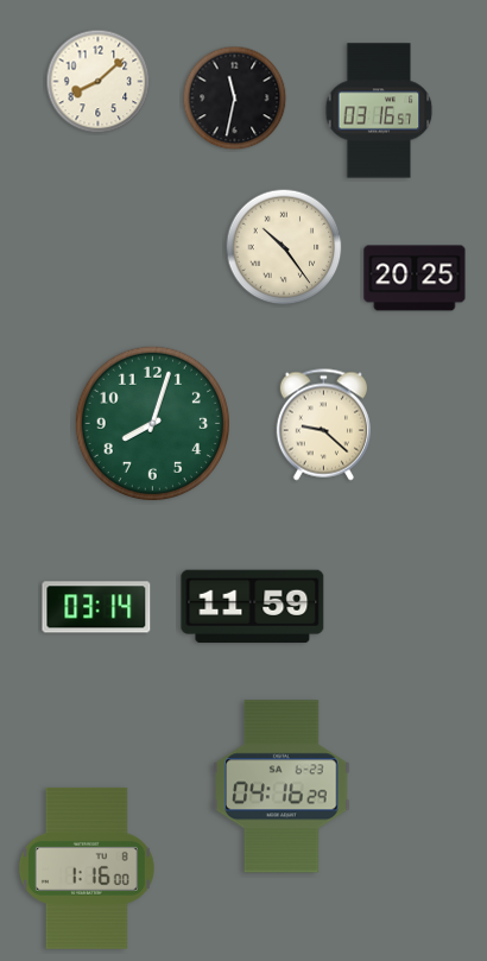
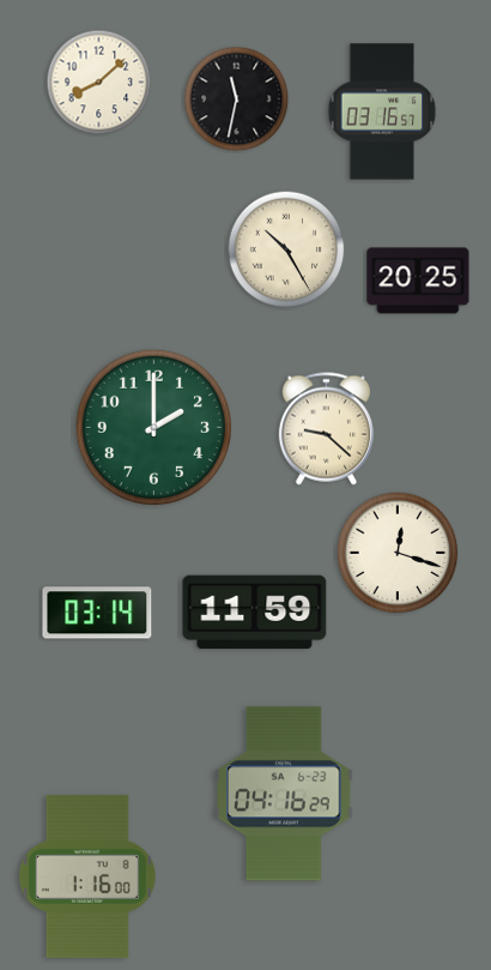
clock at (284, 247): 10:24 -> 10:25
clock at (152, 423): 8:03 -> 2:00
clock at (398, 553): none -> 12:18
